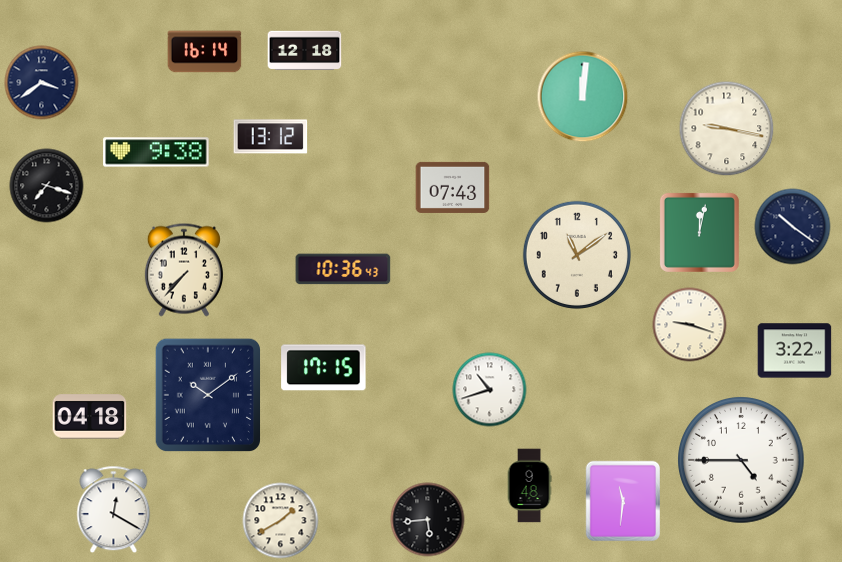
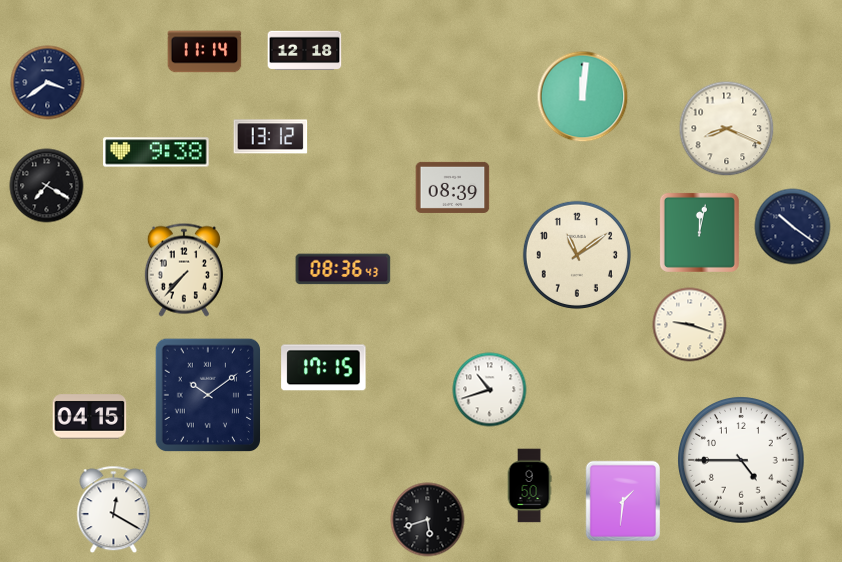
clock at (205, 52): 16:14 -> 11:14
clock at (42, 83) position: (42, 83) -> (48, 83)
clock at (727, 129): 9:17 -> 8:19
clock at (47, 186): 7:18 -> 7:20
clock at (453, 187): 07:43 -> 08:39
clock at (343, 269): 10:36 -> 08:36
clock at (795, 351): 3:22 -> none
clock at (90, 417): 04:18 -> 04:15
clock at (529, 486): 9:48 -> 9:50
clock at (622, 501): 11:31 -> 1:31
clock at (428, 520): 5:44 -> 5:42
clock at (281, 521): 1:40 -> none
